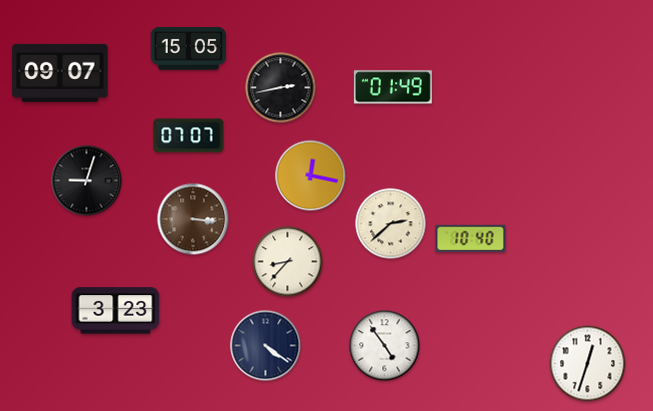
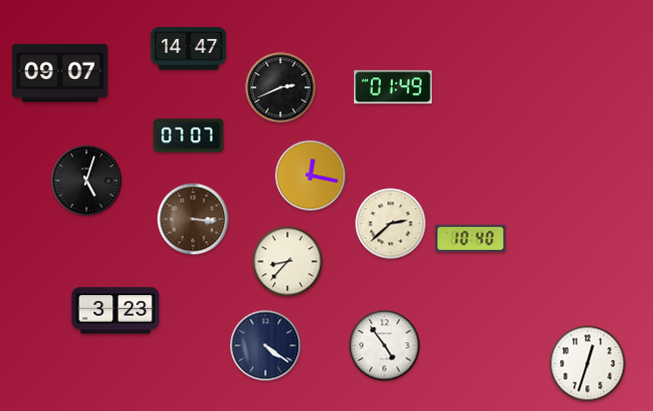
clock at (189, 49): 15:05 -> 14:47
clock at (281, 88): 2:43 -> 2:41
clock at (87, 181): 9:03 -> 5:03
